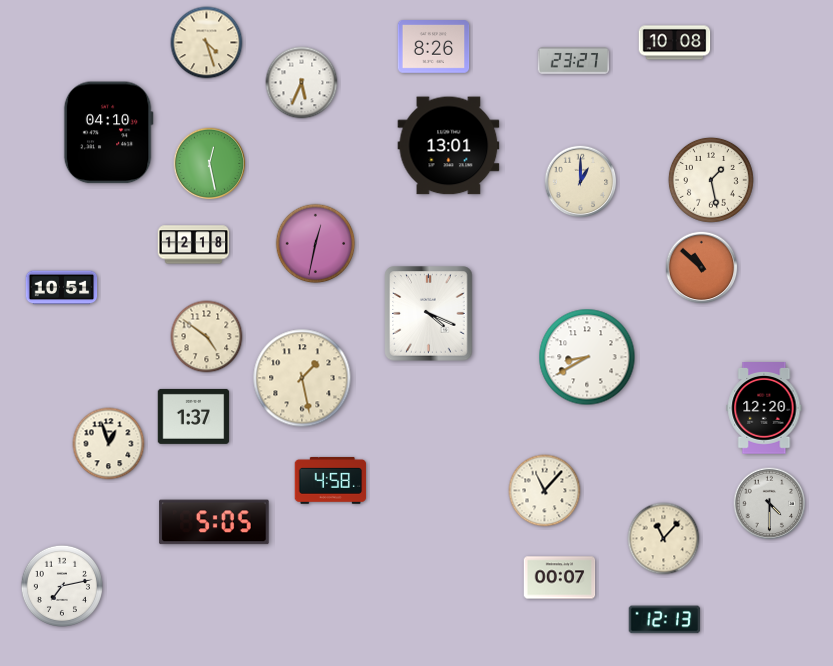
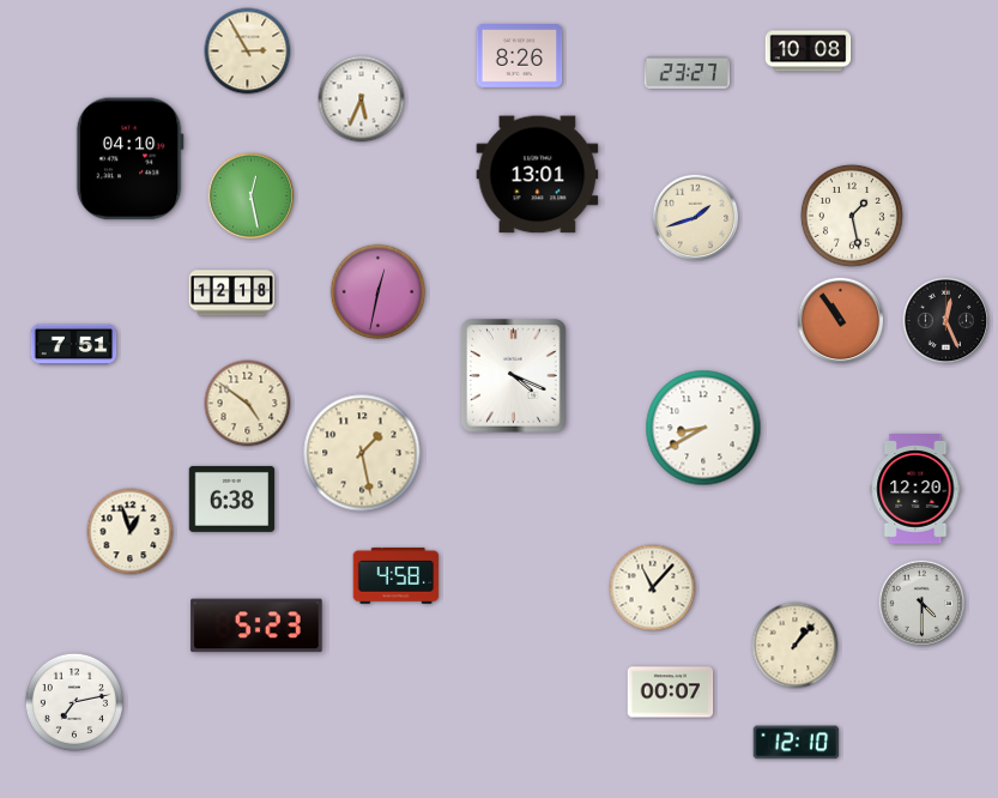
clock at (207, 43): 4:27 -> 2:55
clock at (581, 182): 1:00 -> 1:42
clock at (702, 268): 10:52 -> 10:54
clock at (946, 321): none -> 12:26
clock at (62, 288): 10:51 -> 7:51
clock at (194, 416): 1:37 -> 6:38
clock at (214, 522): 5:05 -> 5:23
clock at (664, 539): 11:07 -> 1:07
clock at (665, 620): 12:13 -> 12:10
